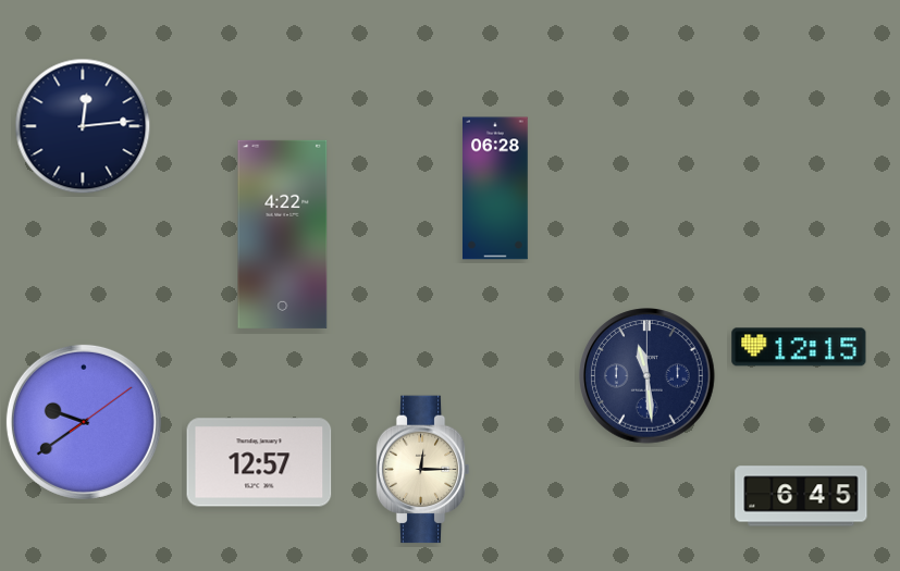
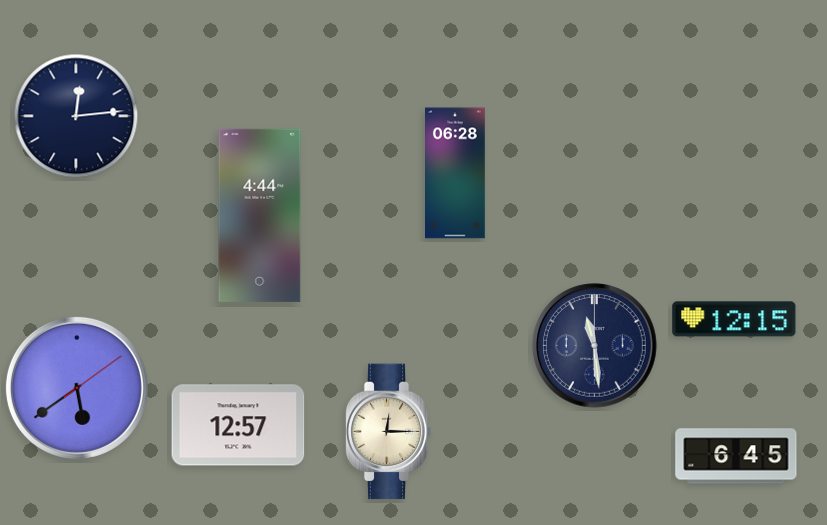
clock at (283, 234): 4:22 -> 4:44
clock at (84, 422): 9:39 -> 5:39
